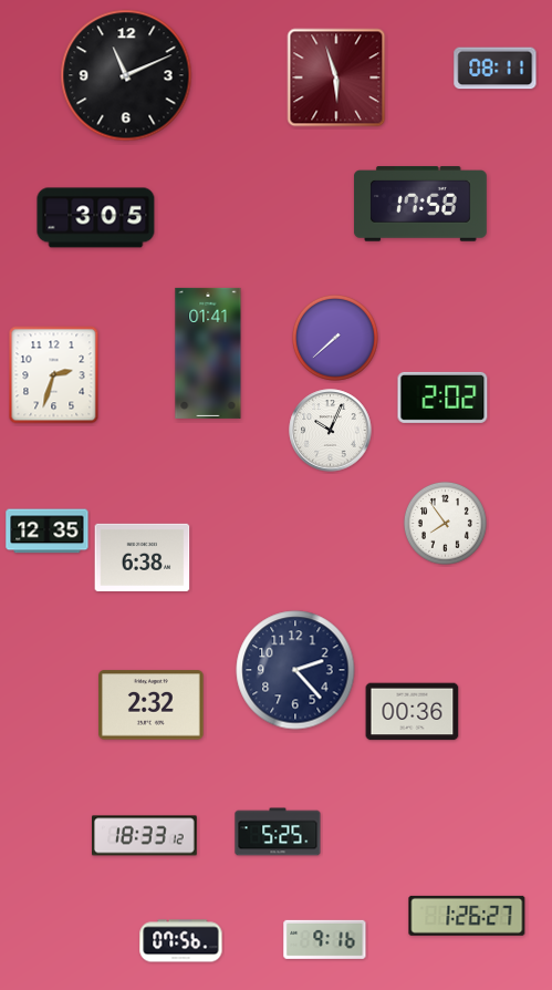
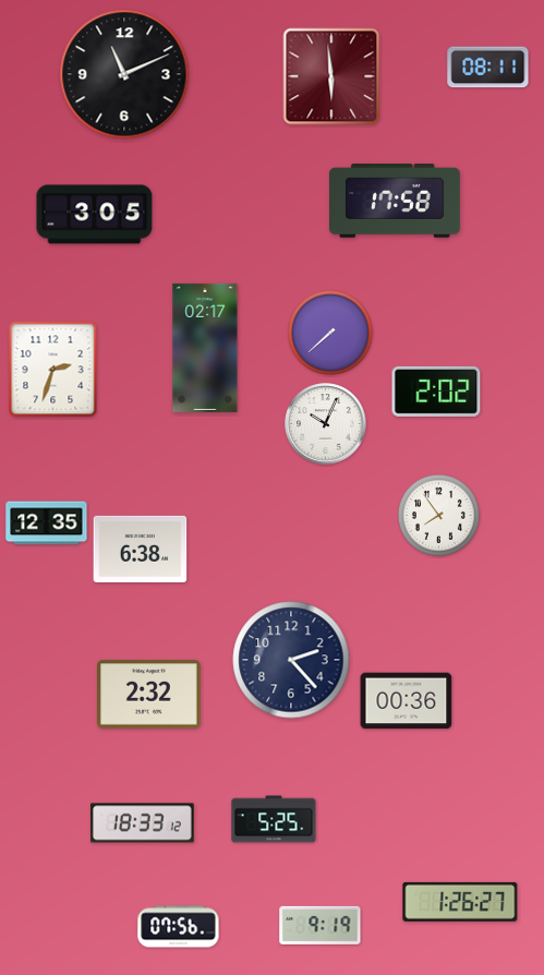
clock at (336, 78): 5:57 -> 5:59
clock at (420, 204) position: (420, 204) -> (395, 201)
clock at (208, 353): 01:41 -> 02:17
clock at (325, 939): 9:16 -> 9:19
